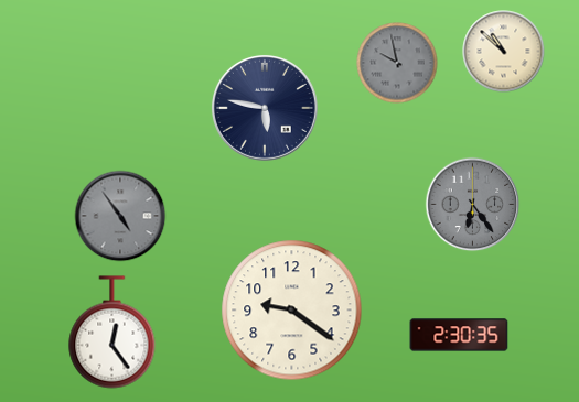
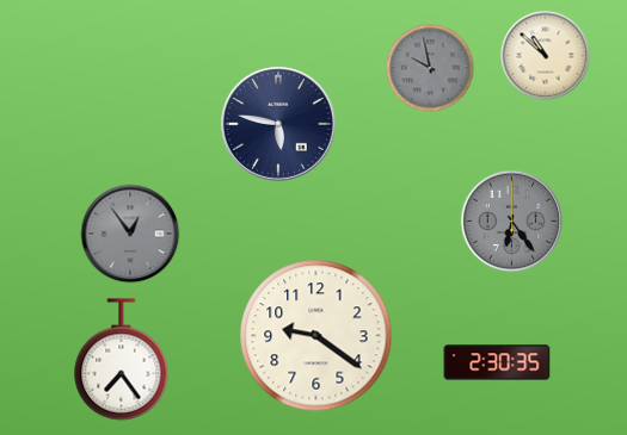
clock at (265, 108) position: (265, 108) -> (278, 124)
clock at (120, 216): 4:54 -> 12:54
clock at (112, 333): 12:24 -> 7:24
